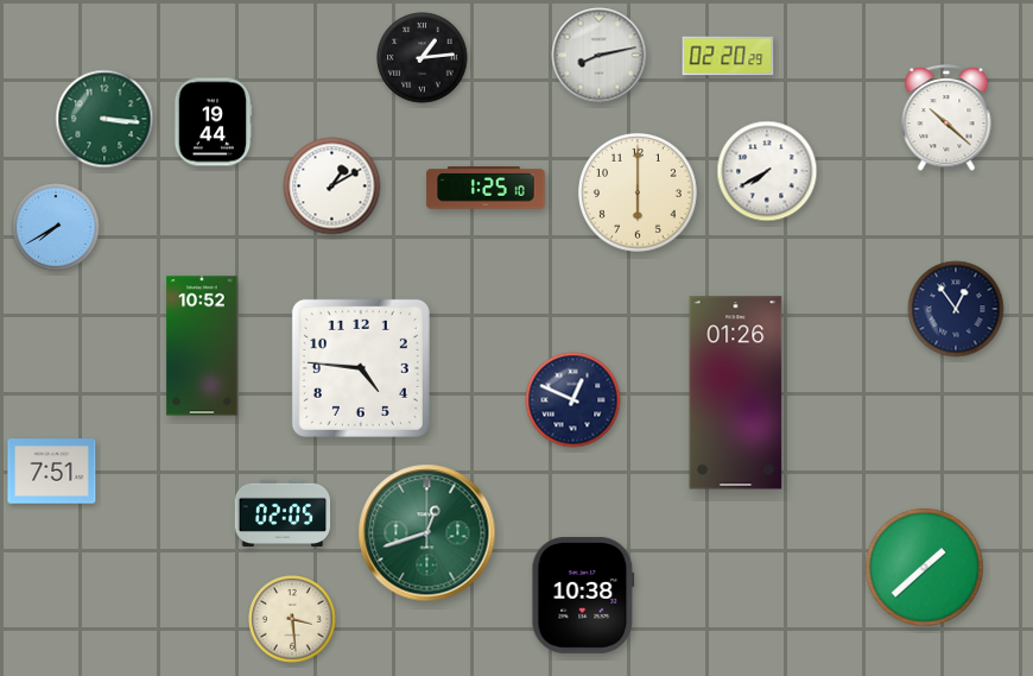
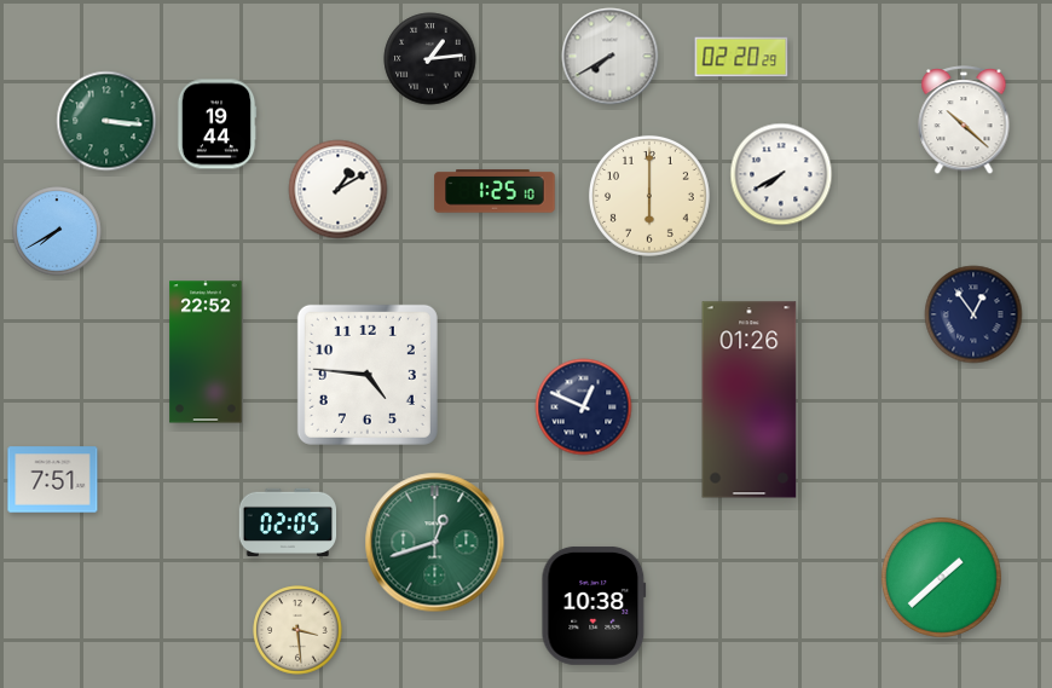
clock at (600, 56): 8:13 -> 7:40
clock at (202, 346): 10:52 -> 22:52
